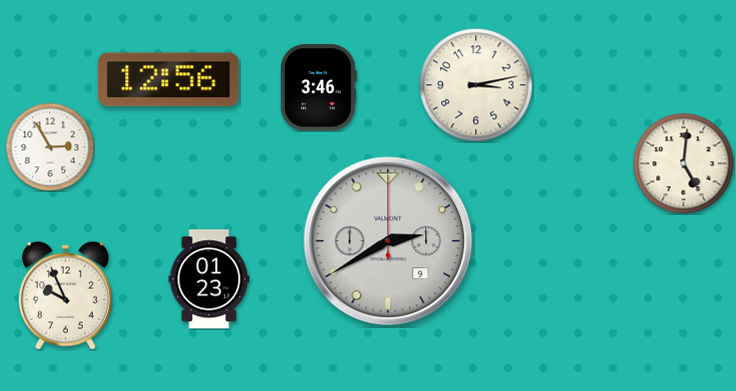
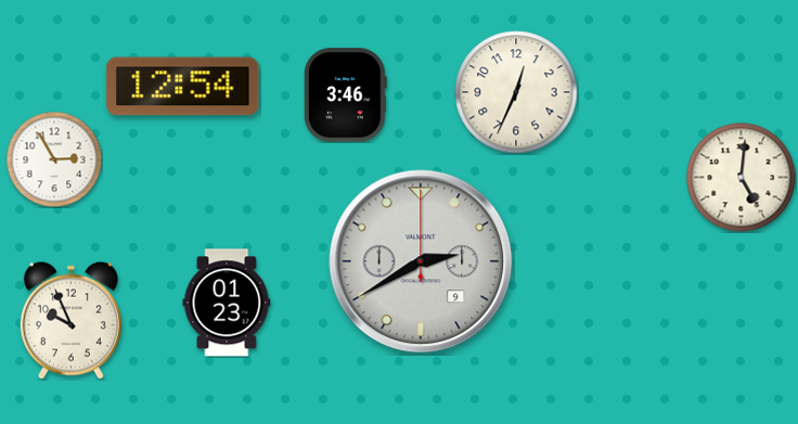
clock at (169, 80): 12:56 -> 12:54
clock at (476, 85): 3:13 -> 12:34
